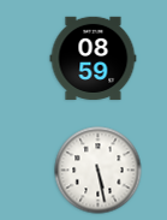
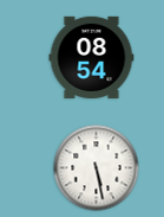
clock at (94, 58): 08:59 -> 08:54
